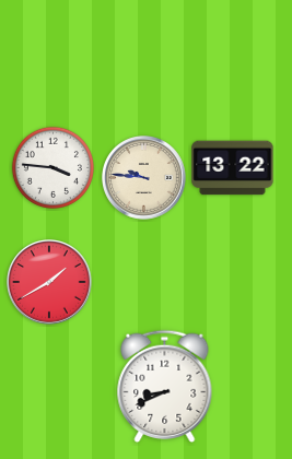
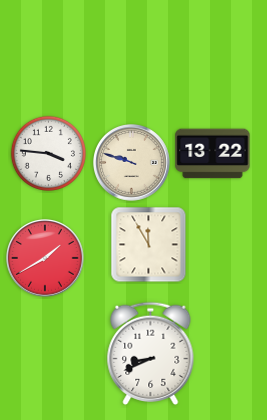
clock at (144, 178): 9:46 -> 9:48
clock at (149, 245): none -> 11:55
